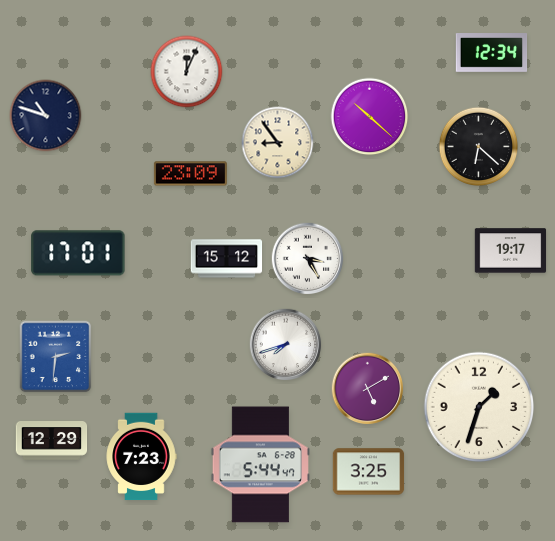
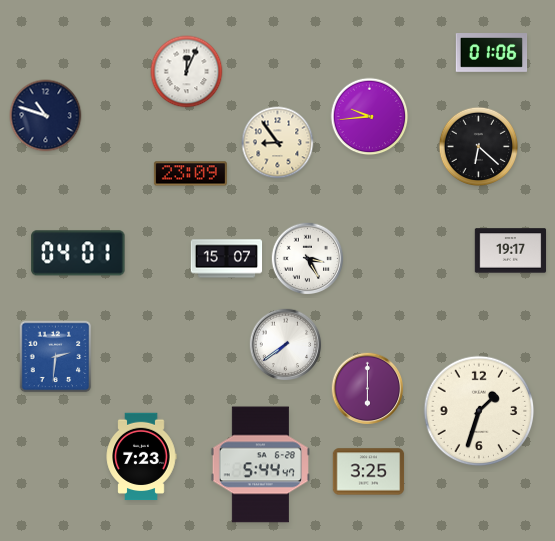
clock at (492, 53): 12:34 -> 01:06
clock at (370, 117): 10:22 -> 9:44
clock at (78, 253): 17:01 -> 04:01
clock at (227, 259): 15:12 -> 15:07
clock at (286, 345): 7:42 -> 7:39
clock at (368, 389): 5:10 -> 6:00
clock at (479, 407) position: (479, 407) -> (479, 411)
clock at (52, 441): 12:29 -> none
